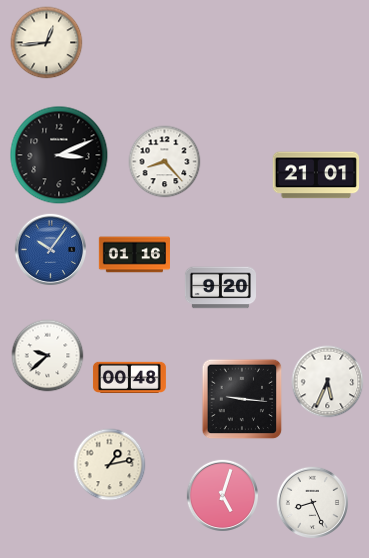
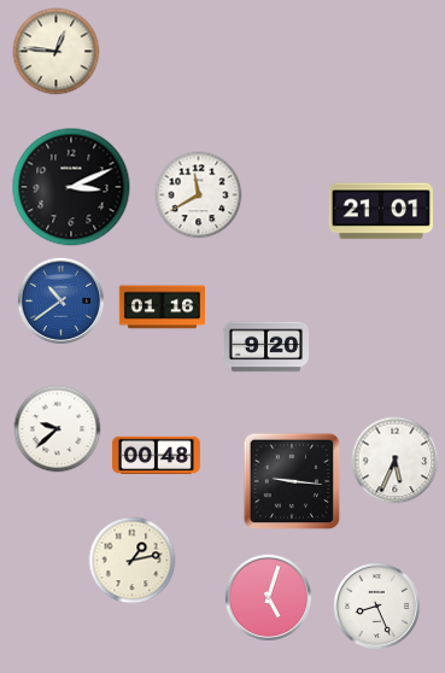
clock at (47, 43): 12:44 -> 12:46
clock at (165, 162): 8:23 -> 11:40
clock at (50, 249): 10:06 -> 10:39
